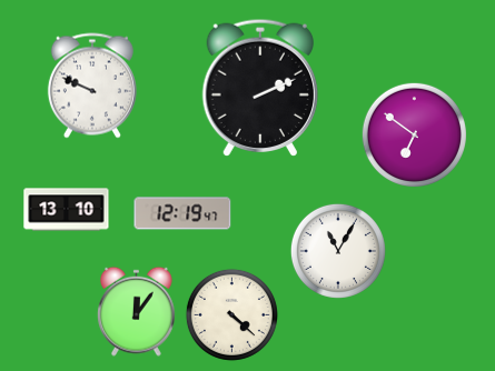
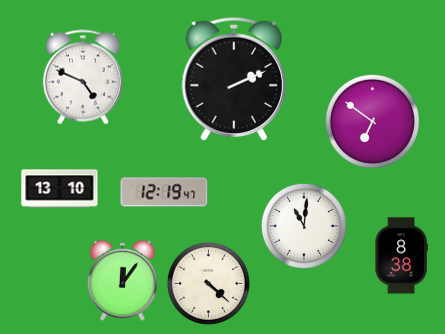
clock at (92, 86): 9:49 -> 4:49
clock at (338, 251): 11:05 -> 11:01
clock at (401, 256): none -> 8:38
